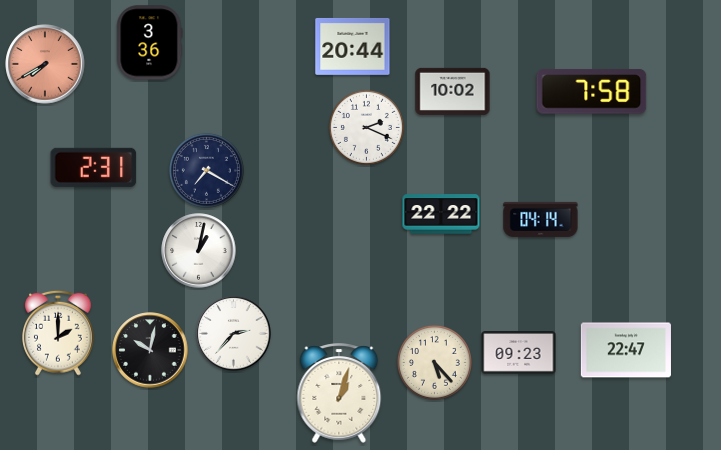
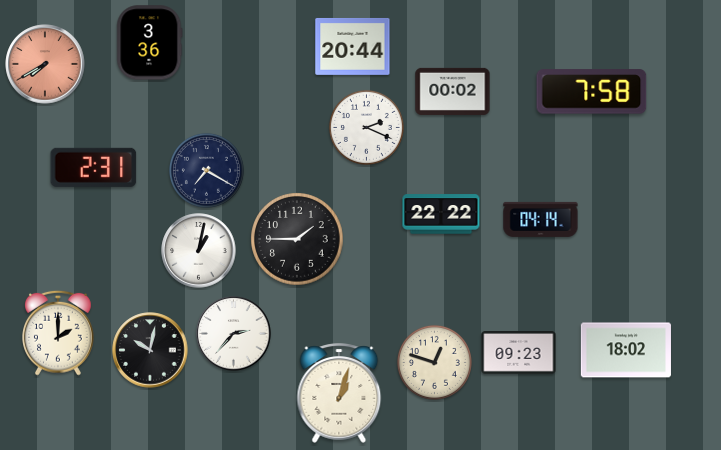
clock at (453, 91): 10:02 -> 00:02
clock at (297, 239): none -> 1:45
clock at (626, 350): 22:47 -> 18:02
clock at (434, 362): 5:23 -> 12:48
